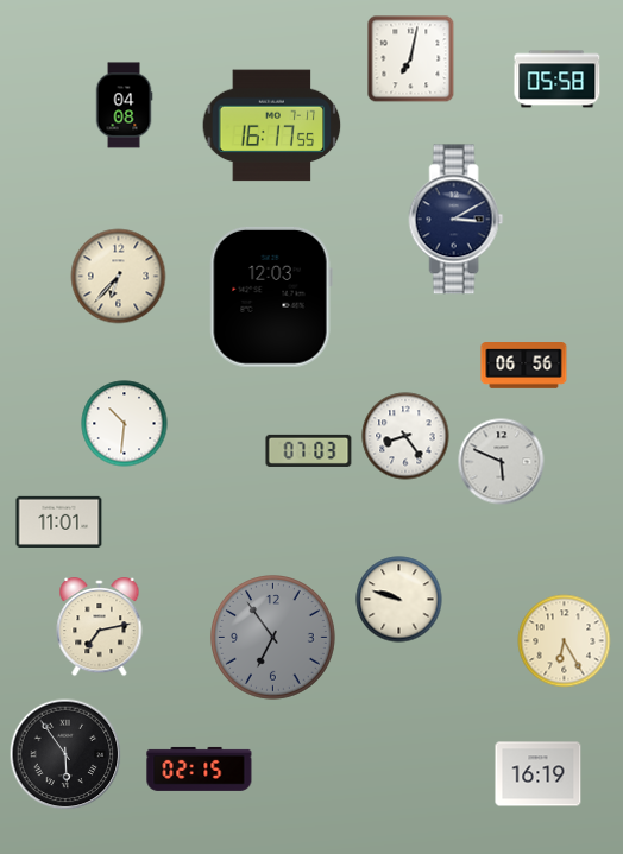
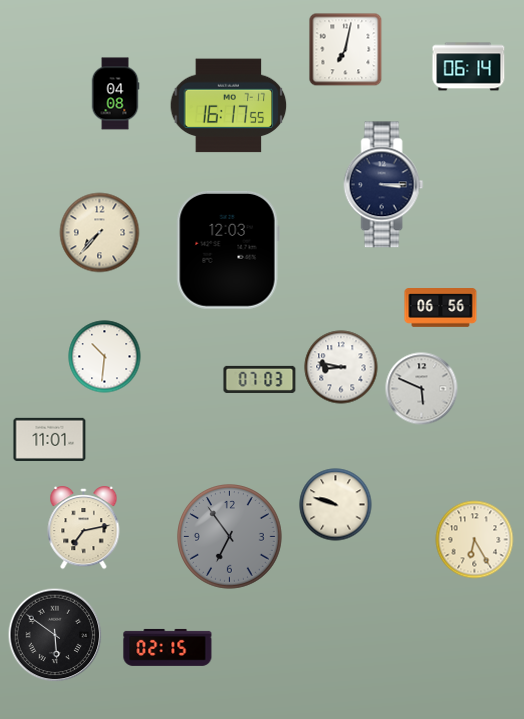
clock at (558, 80): 05:58 -> 06:14
clock at (124, 106) position: (124, 106) -> (115, 94)
clock at (457, 220): 3:10 -> 3:15
clock at (119, 277): 6:37 -> 7:37
clock at (405, 436): 8:24 -> 8:47
clock at (65, 754): 5:54 -> 5:51
clock at (539, 774): 16:19 -> none
